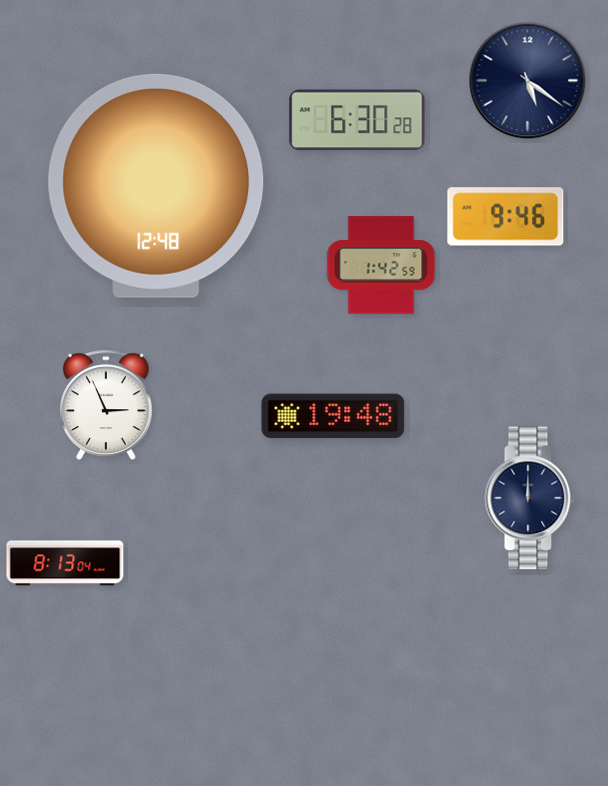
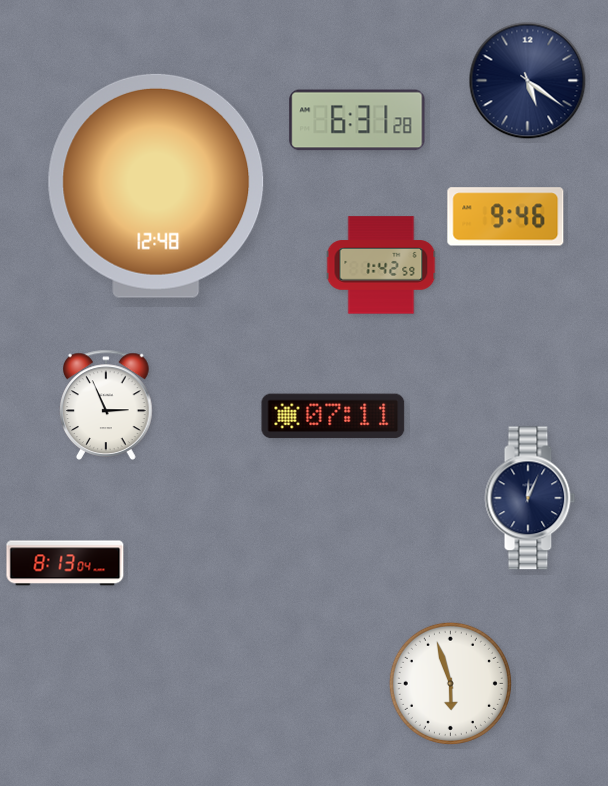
clock at (357, 120): 6:30 -> 6:31
clock at (333, 416): 19:48 -> 07:11
clock at (530, 498): 12:00 -> 12:04
clock at (450, 683): none -> 5:57
